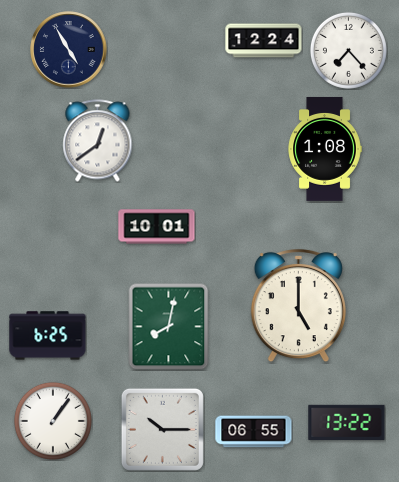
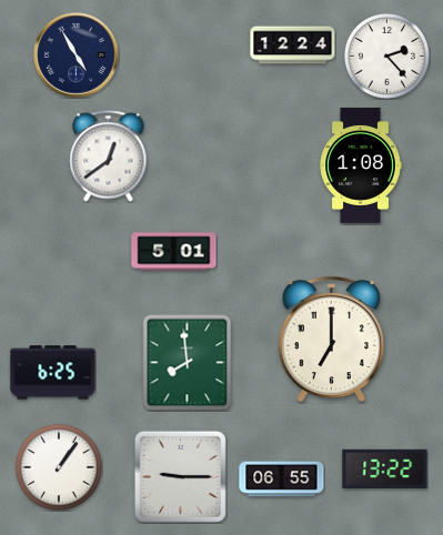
clock at (348, 50): 7:23 -> 2:23
clock at (157, 227): 10:01 -> 5:01
clock at (298, 306): 5:00 -> 7:00
clock at (169, 326): 8:02 -> 7:59
clock at (162, 429): 10:15 -> 9:15
